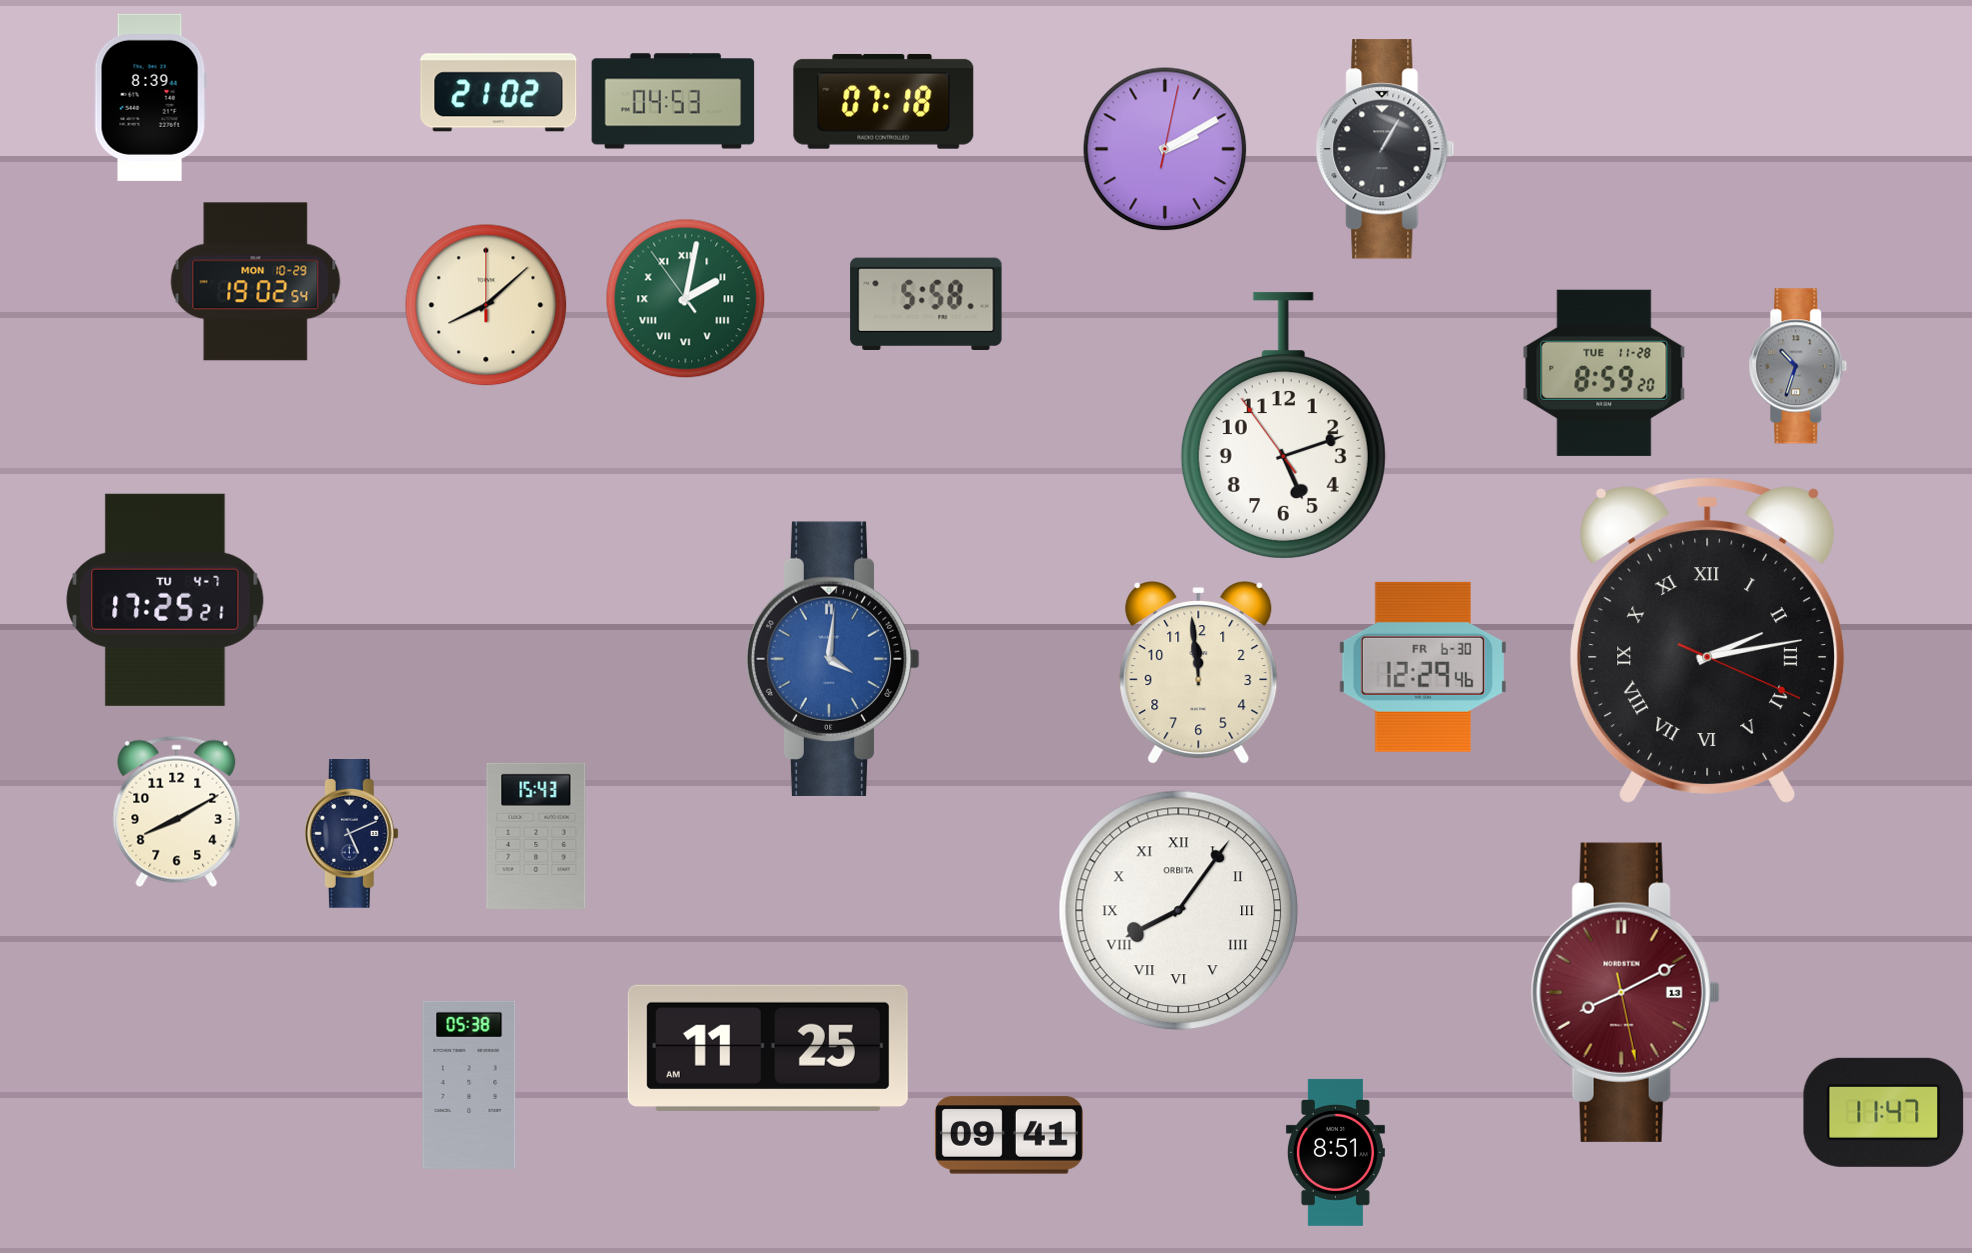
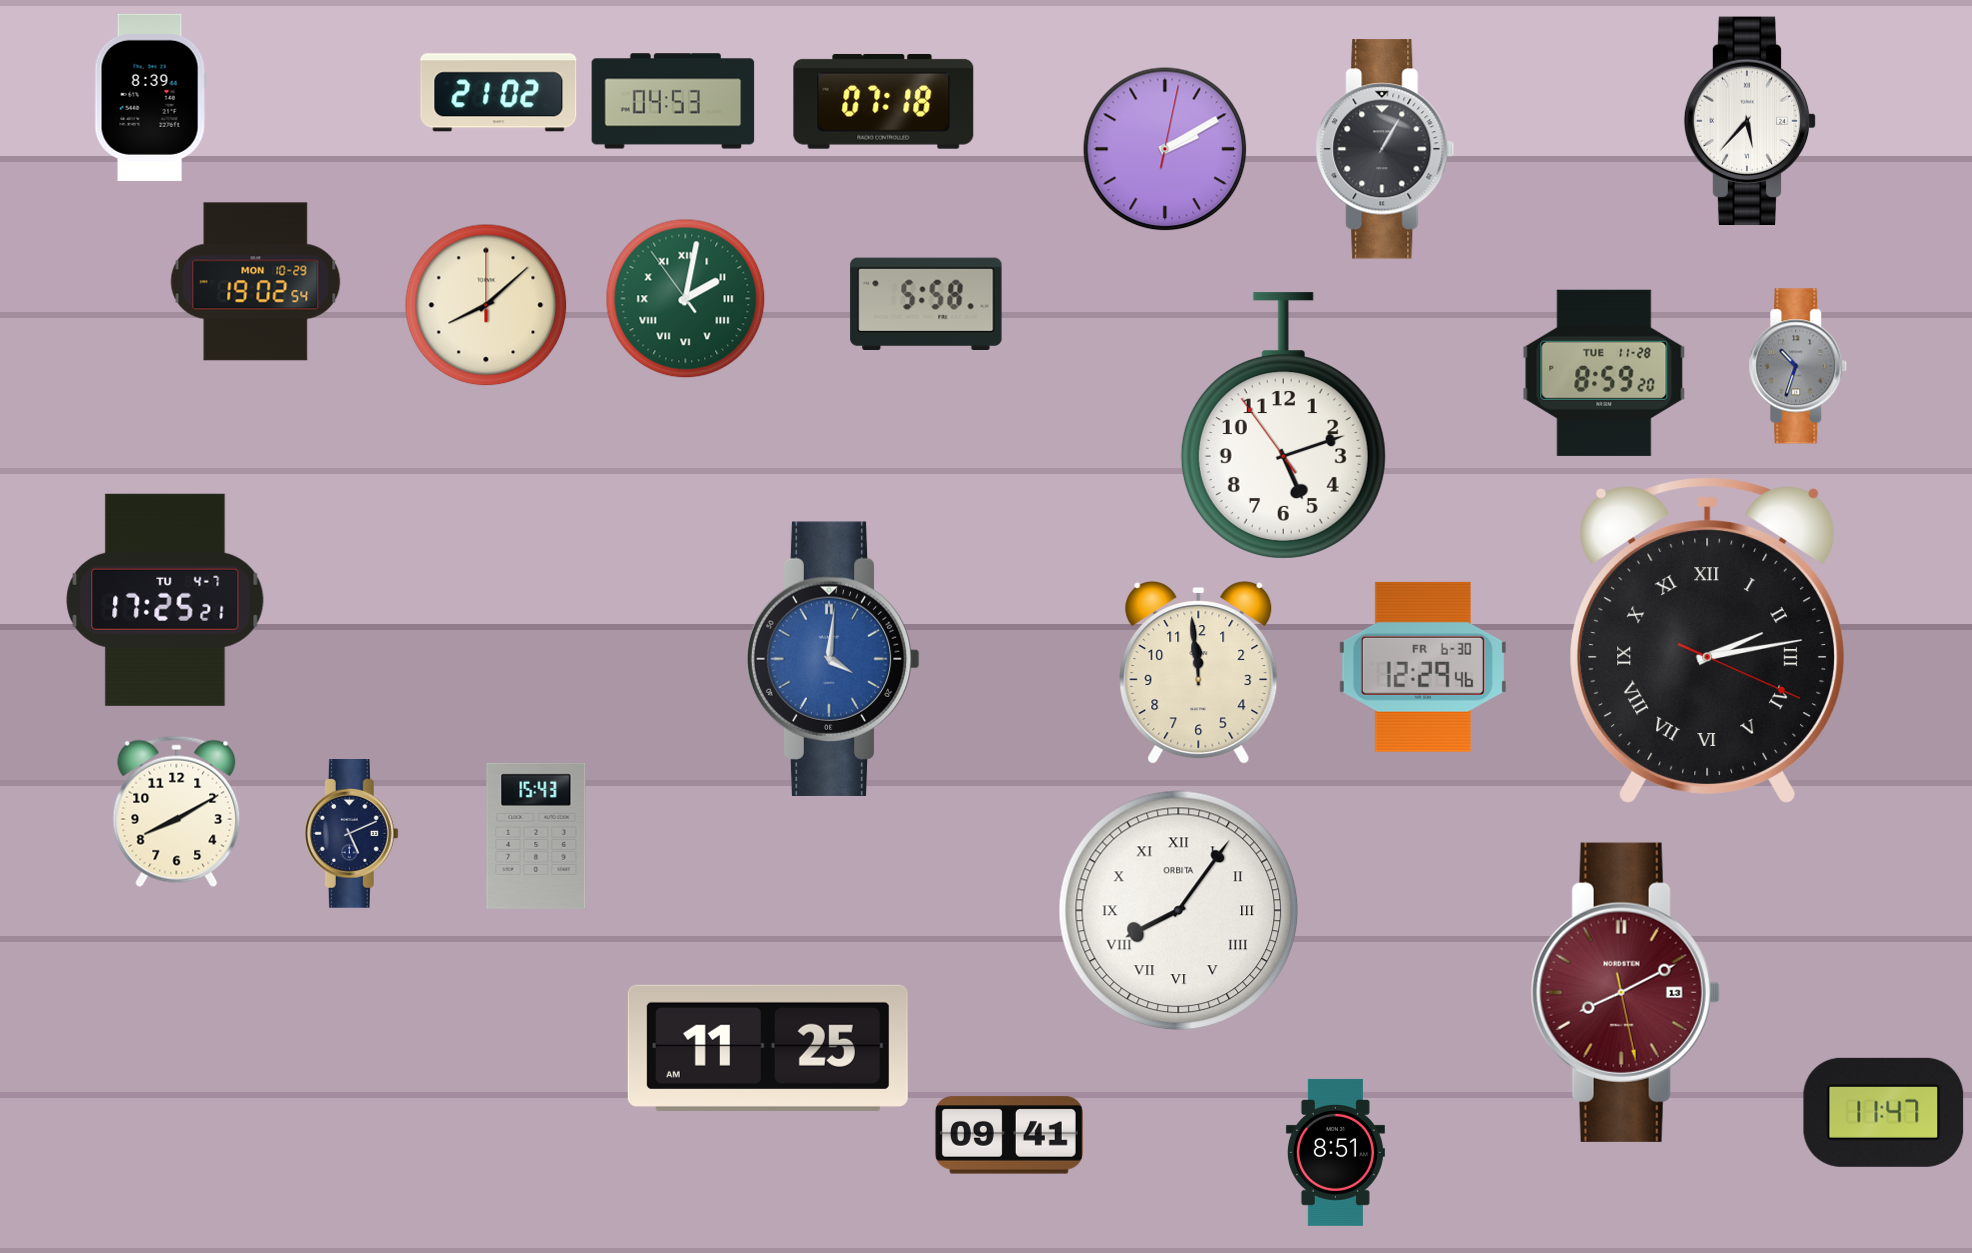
clock at (1750, 120): none -> 5:37
clock at (469, 1085): 05:38 -> none
